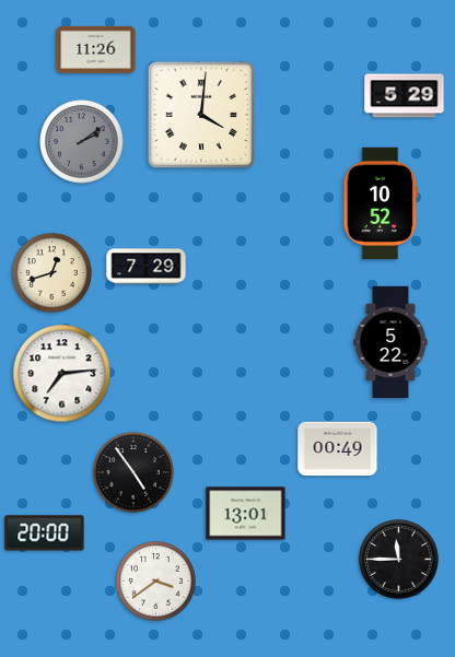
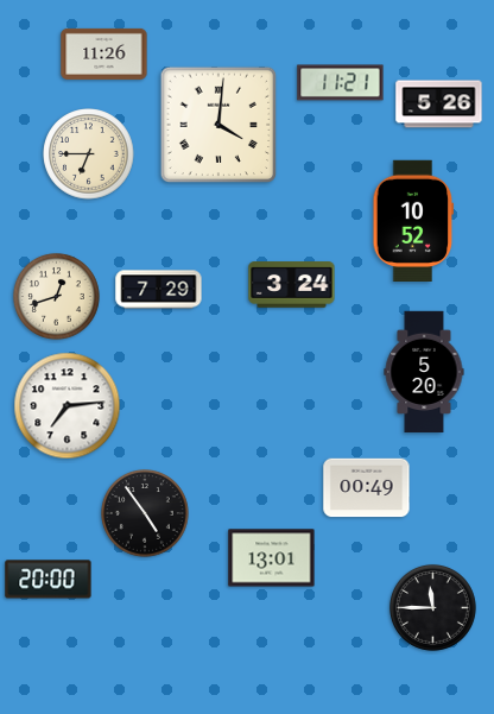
clock at (341, 83): none -> 11:21
clock at (405, 96): 5:29 -> 5:26
clock at (82, 142): 2:09 -> 6:45
clock at (82, 142) dial: grey -> cream
clock at (292, 285): none -> 3:24
clock at (390, 342): 5:22 -> 5:20
clock at (246, 514) position: (246, 514) -> (272, 558)
clock at (155, 580): 3:39 -> none
